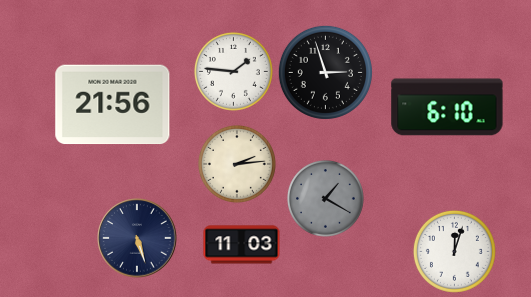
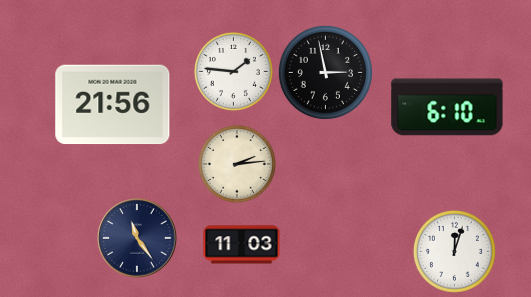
clock at (325, 72): 2:57 -> 2:58
clock at (326, 199): 1:20 -> none
clock at (137, 238): 5:27 -> 11:24
